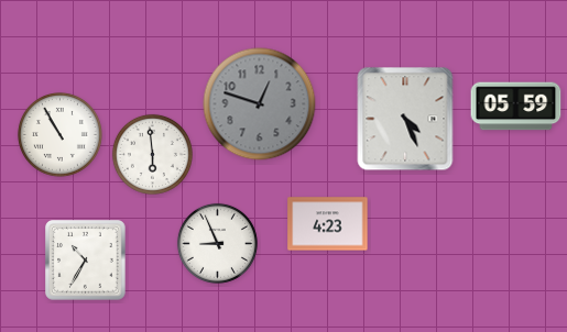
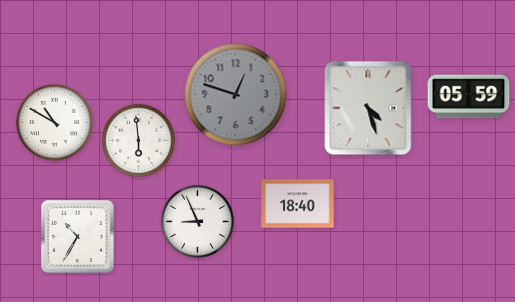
clock at (405, 119): 4:26 -> 4:27
clock at (59, 134): 10:55 -> 10:50
clock at (328, 224): 4:23 -> 18:40
